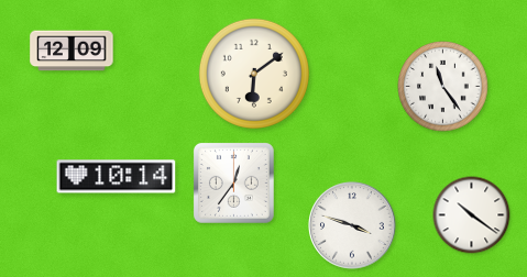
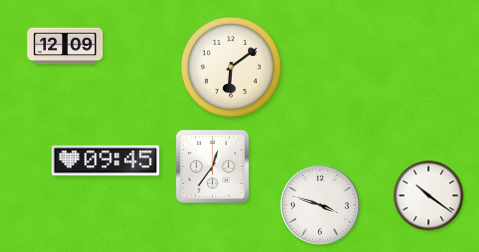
clock at (443, 87): 11:24 -> none
clock at (117, 177): 10:14 -> 09:45
